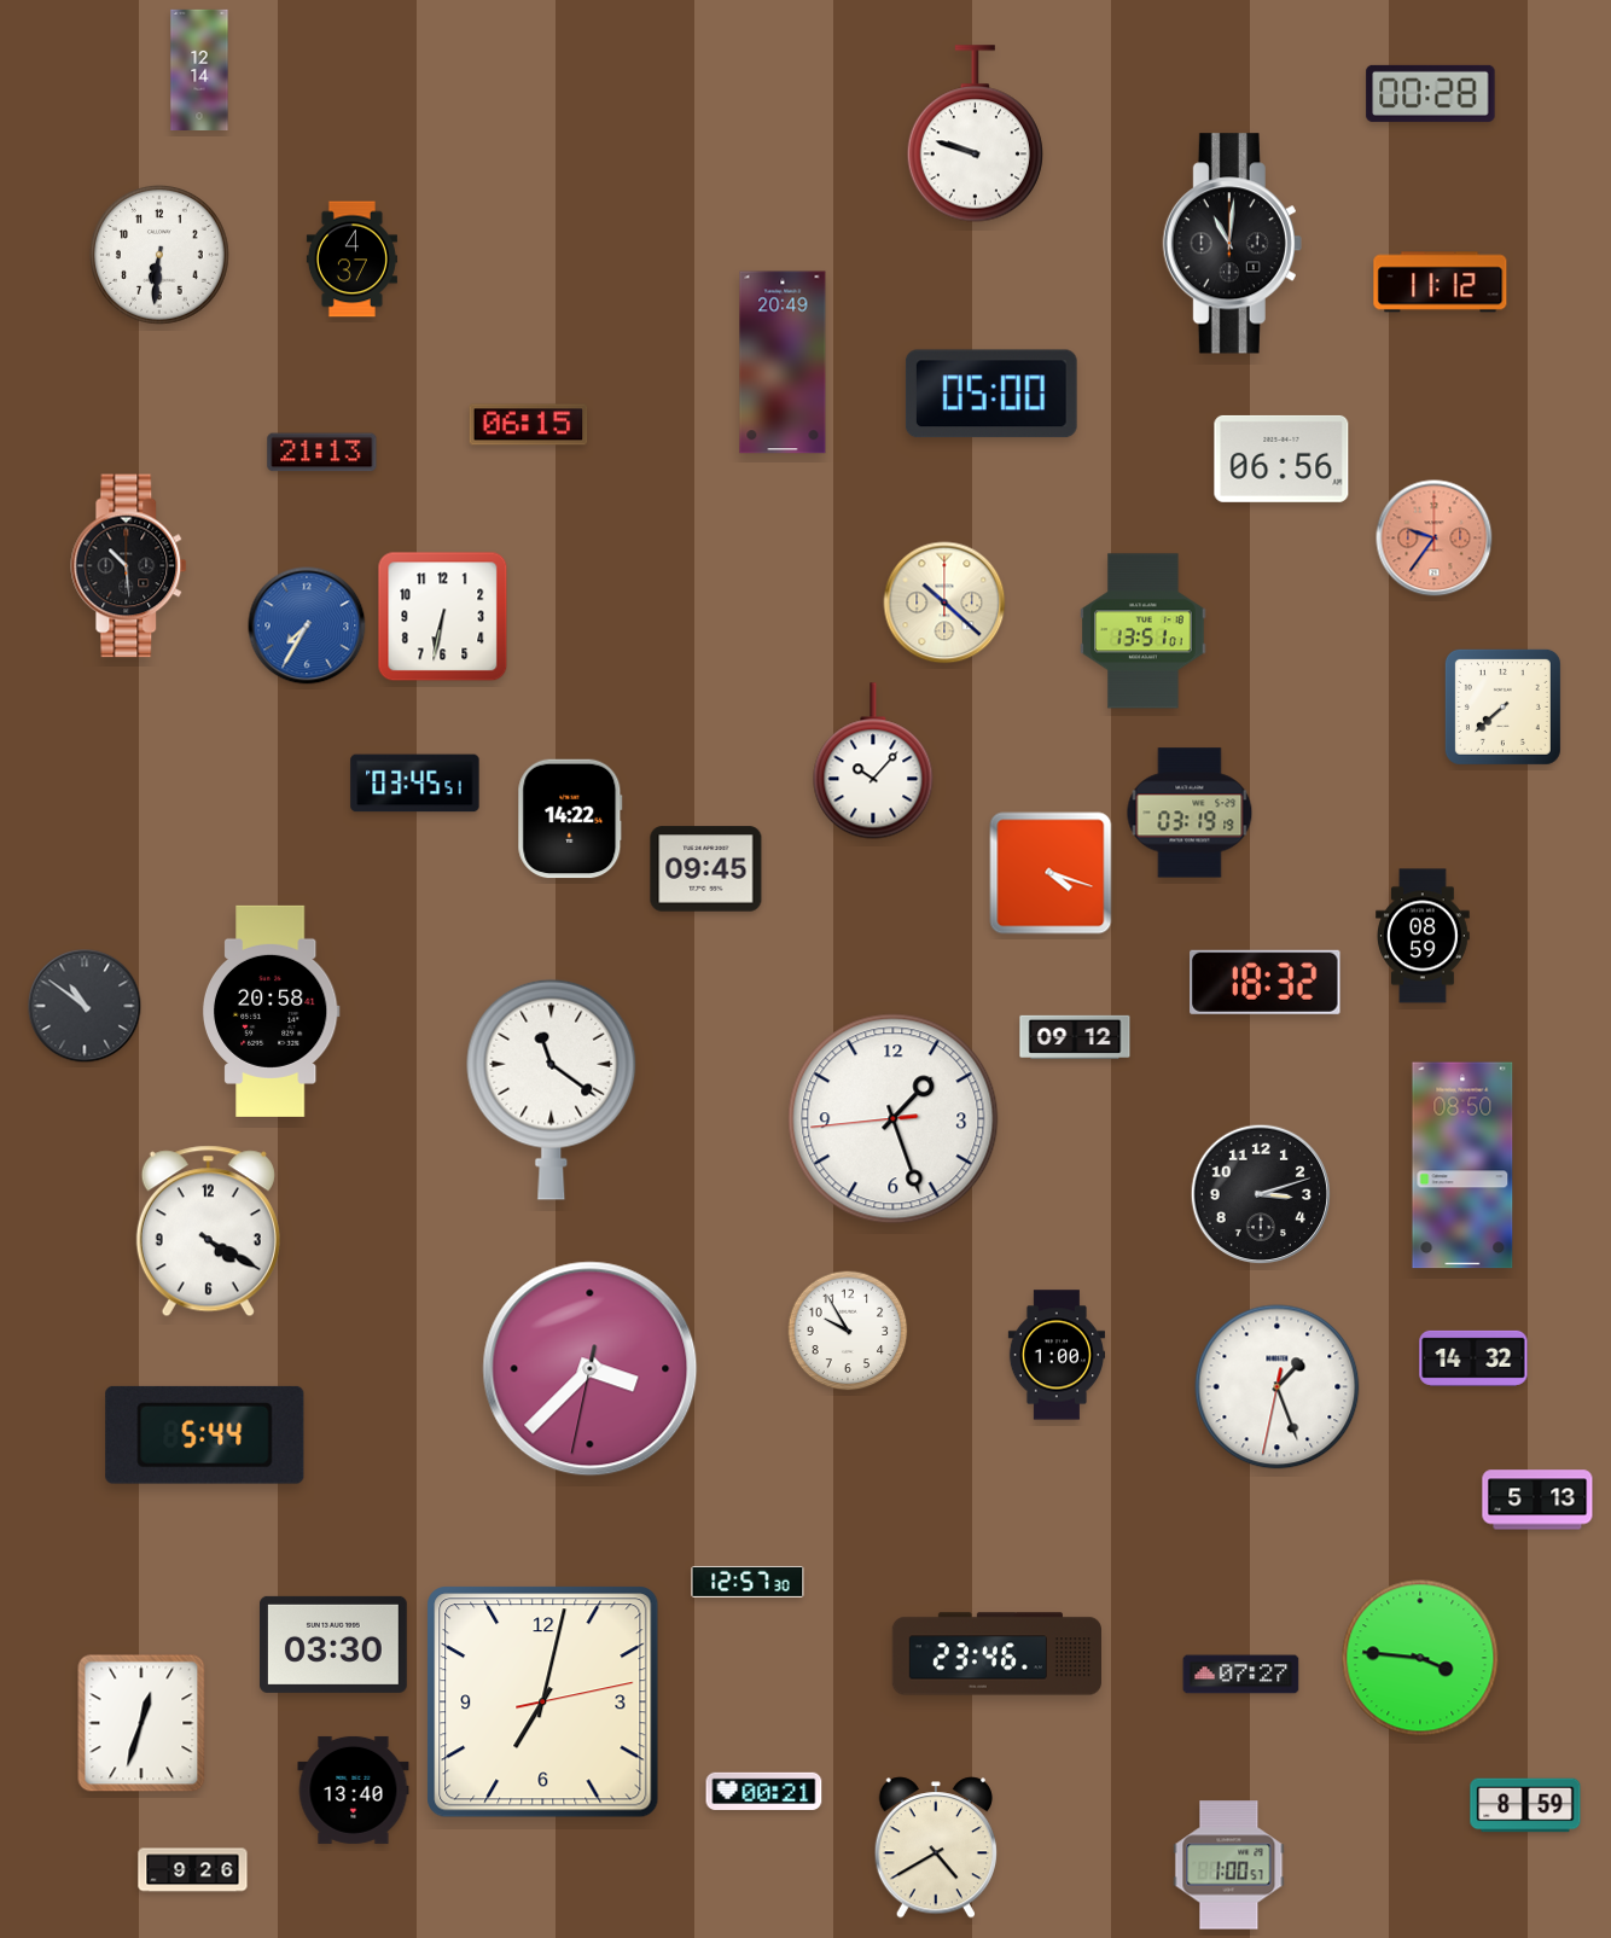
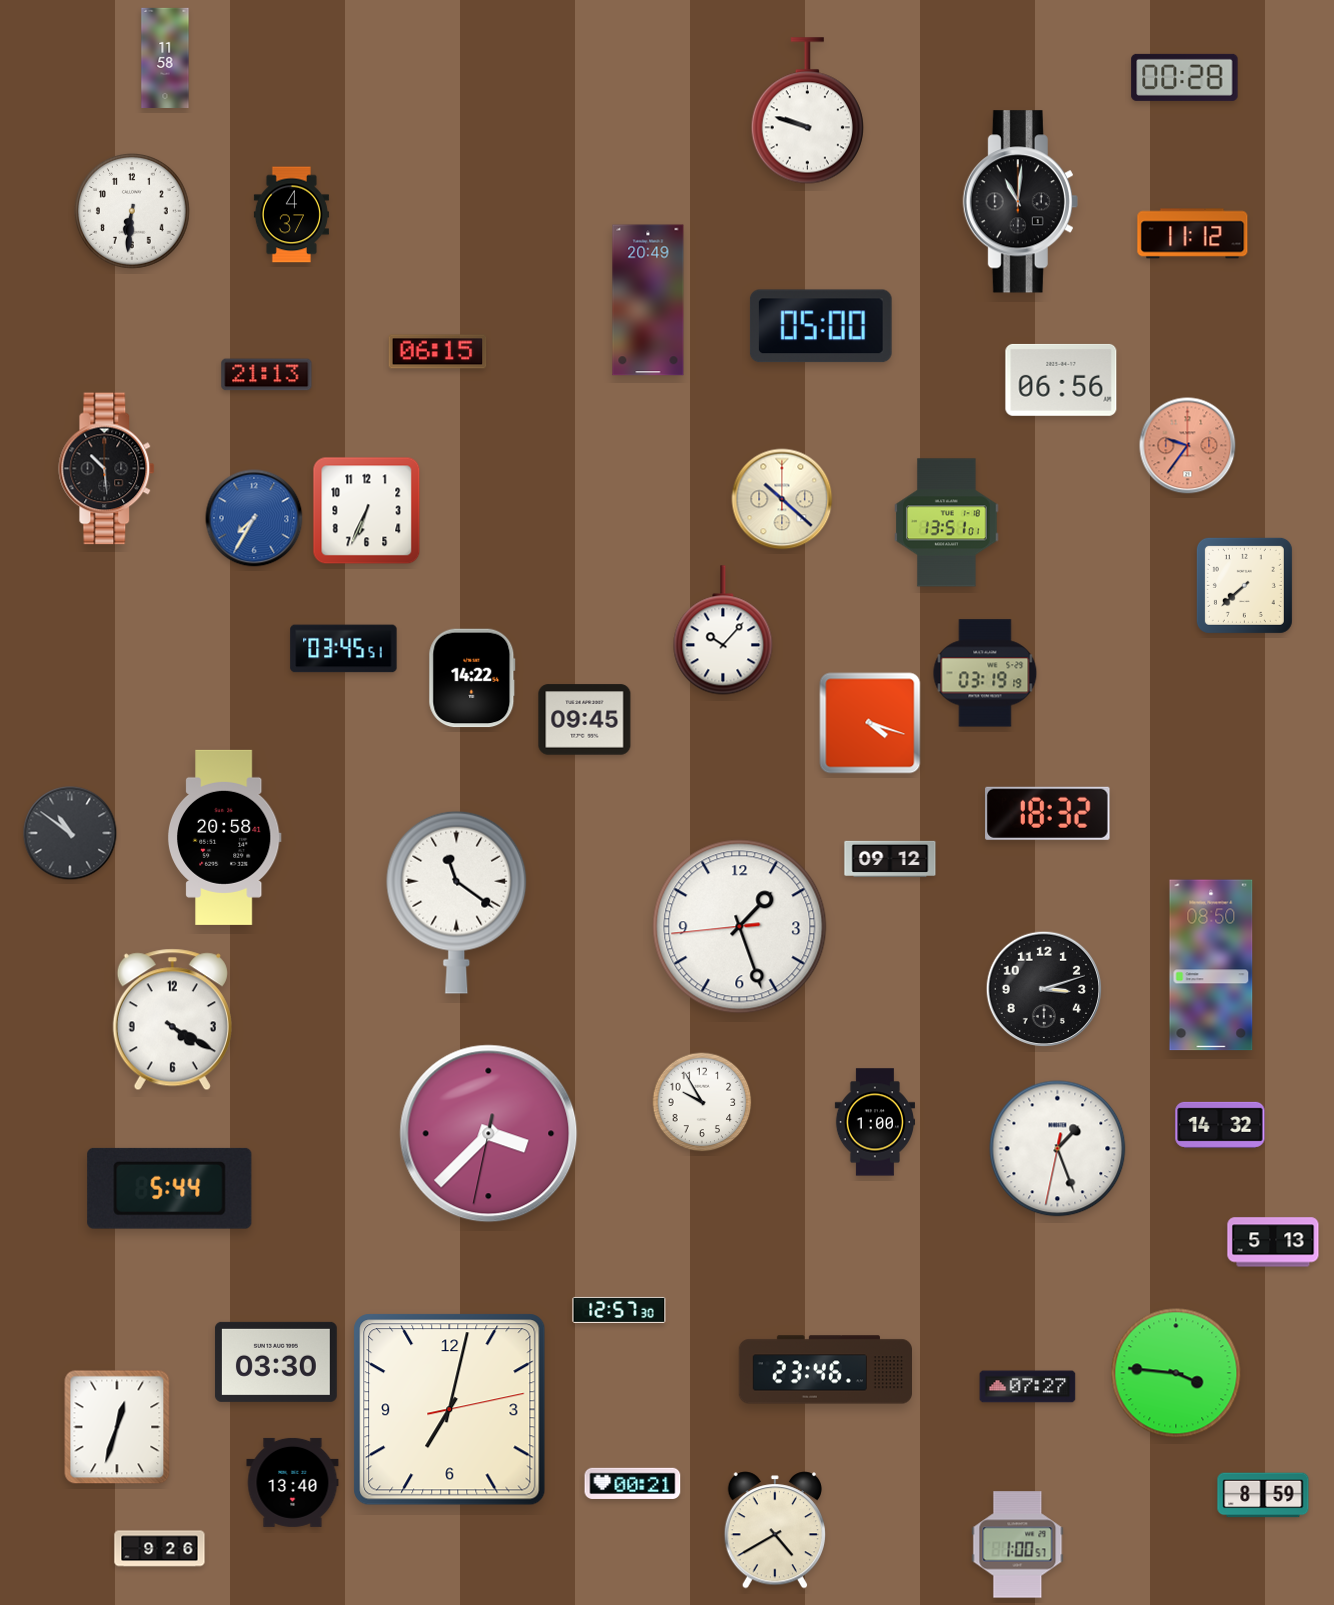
clock at (199, 69): 12:14 -> 11:58
clock at (443, 617): 6:32 -> 6:34
clock at (1424, 936): 08:59 -> none
